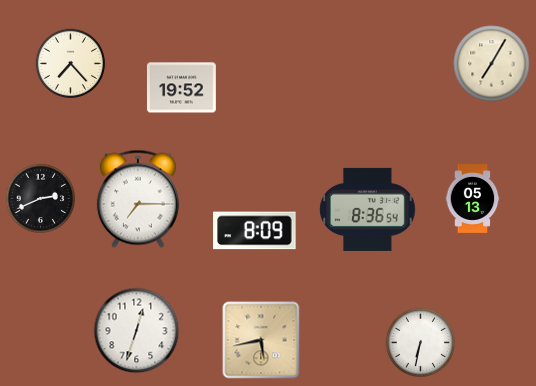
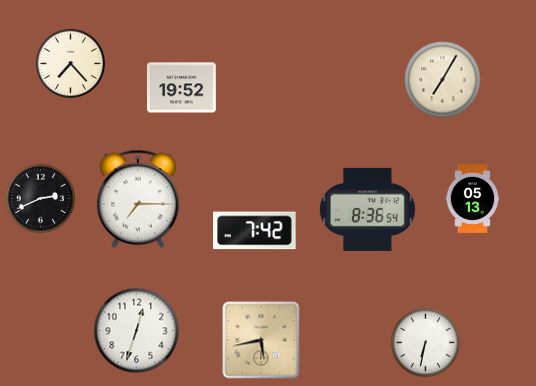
clock at (492, 64) position: (492, 64) -> (443, 80)
clock at (255, 231): 8:09 -> 7:42
clock at (420, 342) position: (420, 342) -> (425, 342)
